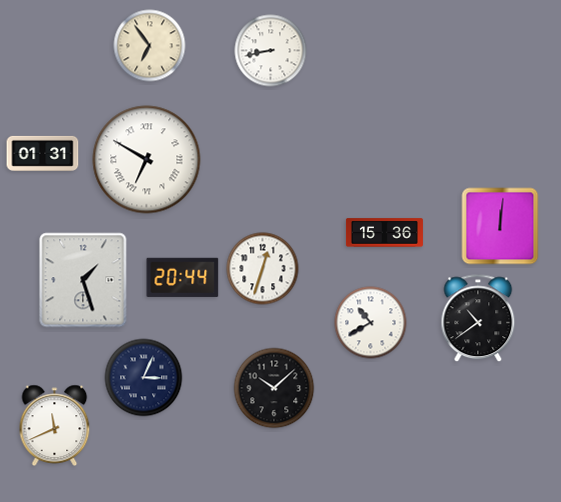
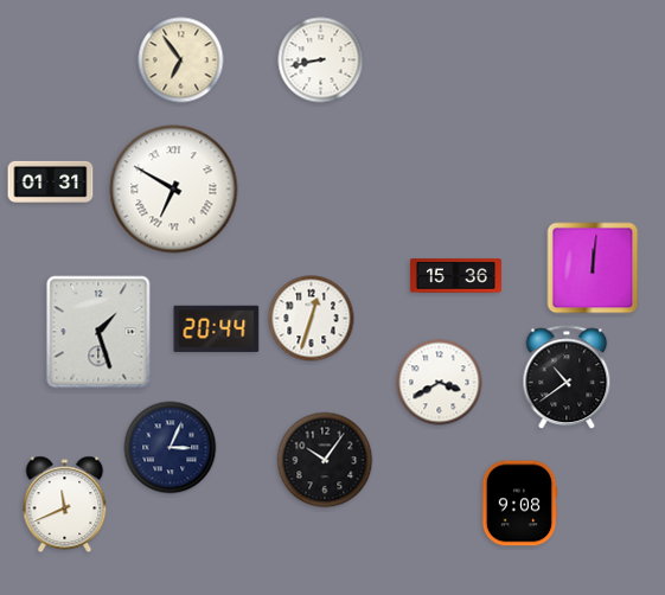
clock at (150, 46) position: (150, 46) -> (181, 60)
clock at (371, 323): 10:40 -> 3:40
clock at (274, 388): 10:08 -> 10:06
clock at (519, 504): none -> 9:08
